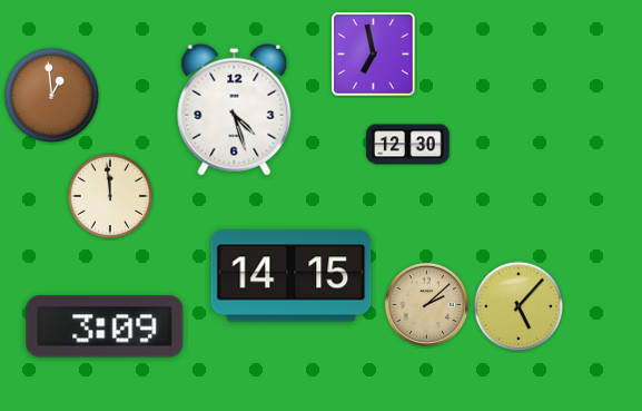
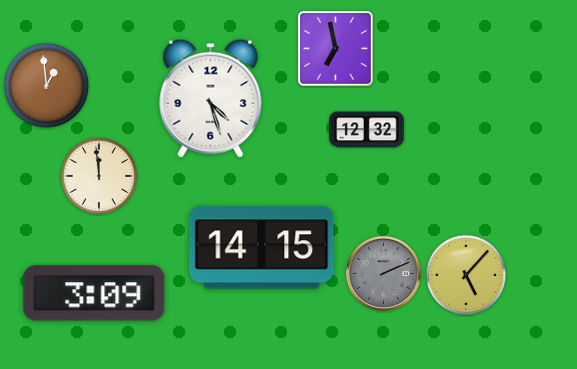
clock at (408, 145): 12:30 -> 12:32
clock at (426, 304): 2:08 -> 2:11
clock at (426, 304) dial: champagne -> grey
